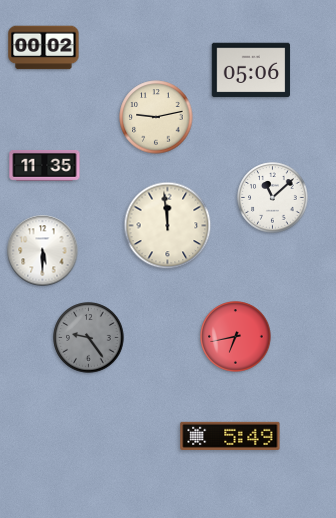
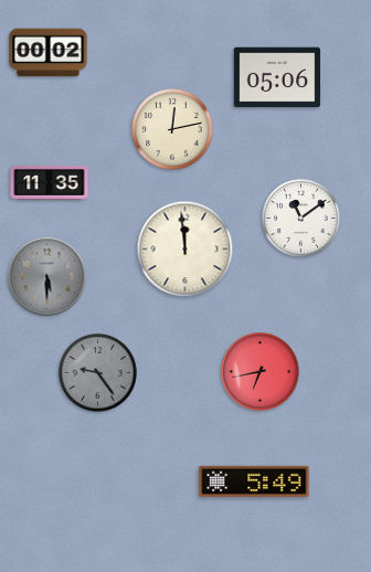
clock at (156, 117): 9:13 -> 12:13
clock at (273, 198): 11:08 -> 11:09
clock at (43, 251) dial: white -> grey
